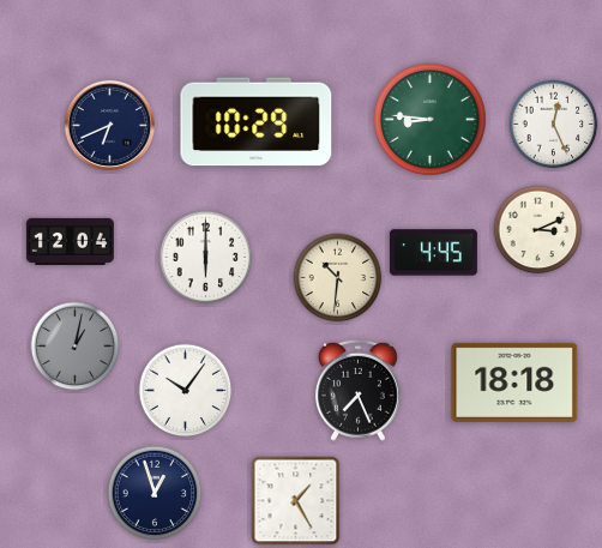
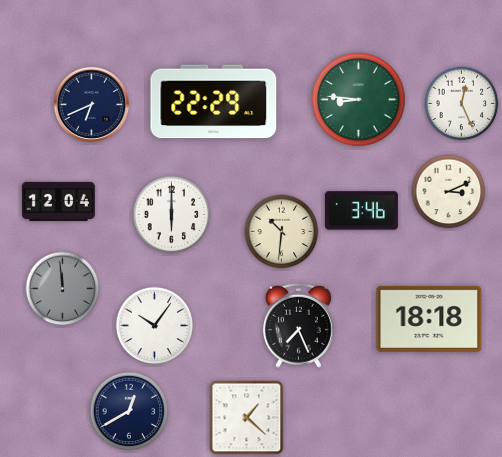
clock at (257, 122): 10:29 -> 22:29
clock at (433, 253): 4:45 -> 3:46
clock at (76, 347): 1:02 -> 11:59
clock at (155, 493): 12:57 -> 12:40
clock at (296, 501): 1:25 -> 1:22
